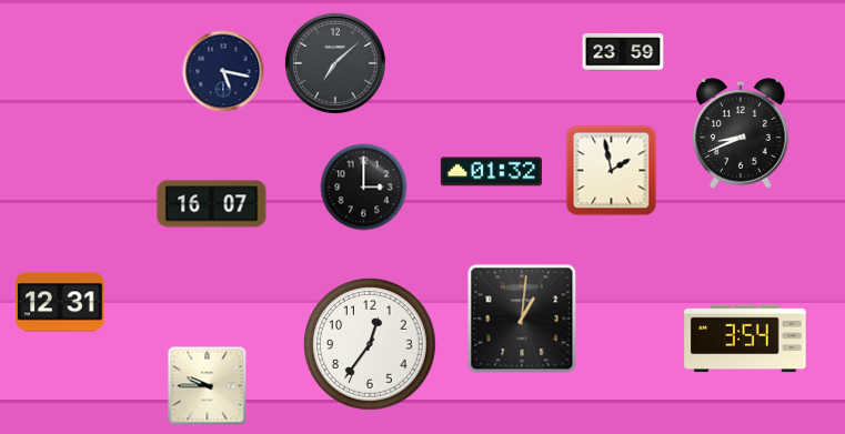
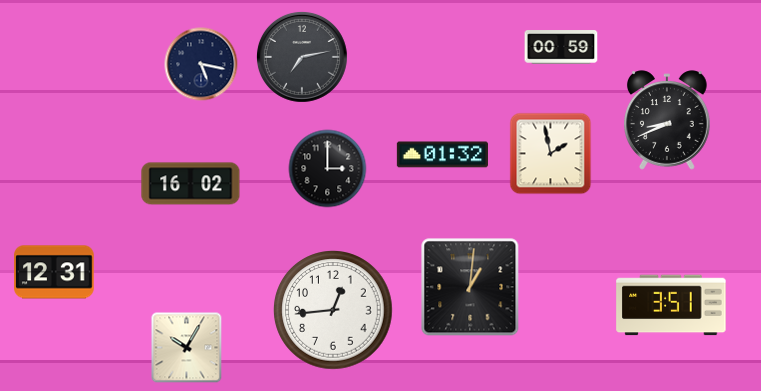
clock at (623, 52): 23:59 -> 00:59
clock at (335, 63): 7:08 -> 7:13
clock at (212, 204): 16:07 -> 16:02
clock at (745, 339): 3:54 -> 3:51
clock at (370, 344): 12:36 -> 12:44
clock at (208, 386): 9:45 -> 10:05
